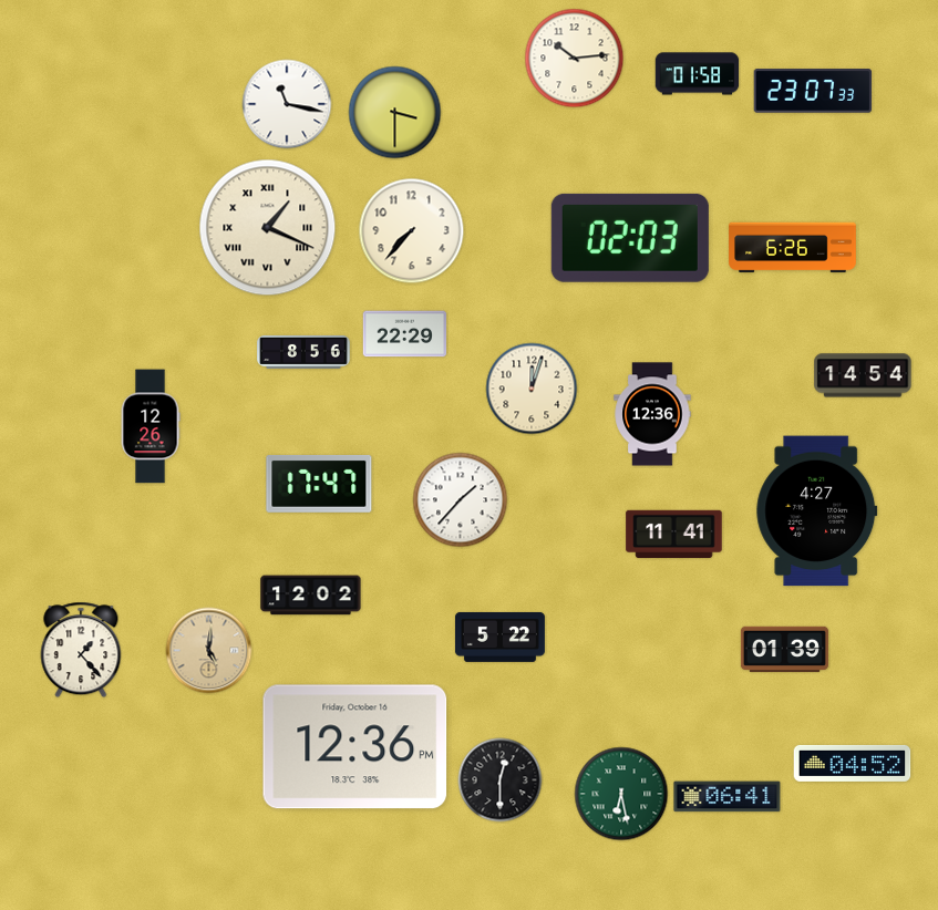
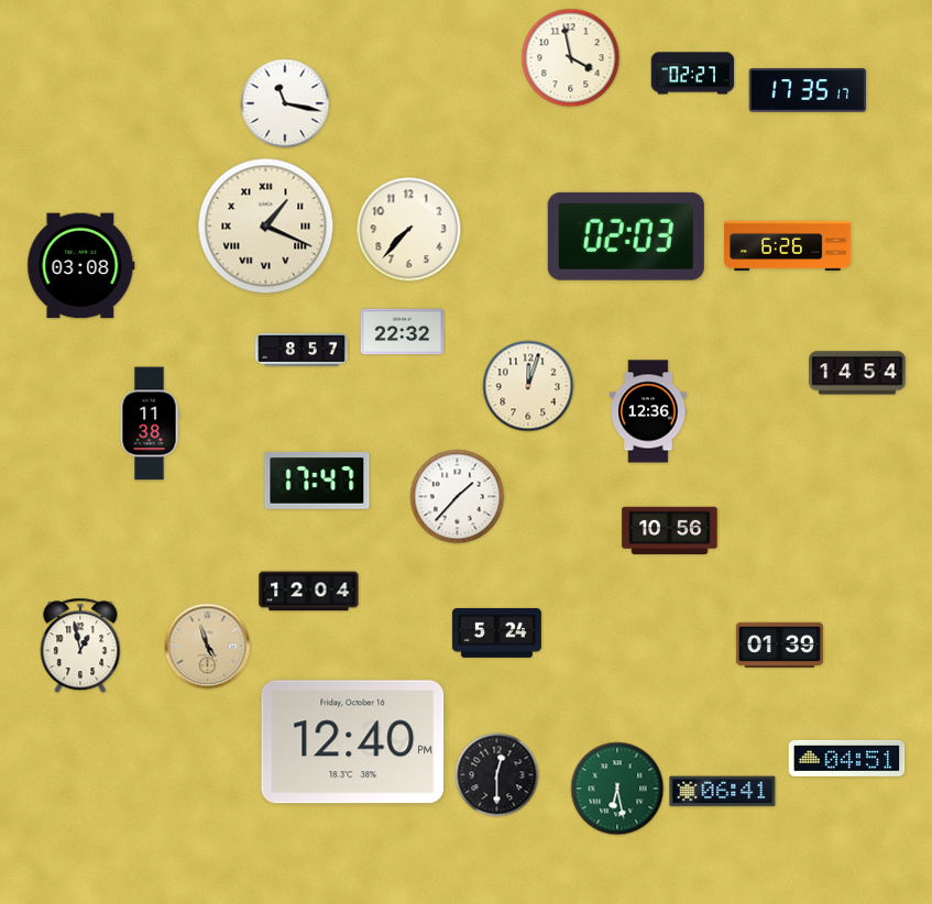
clock at (575, 59): 10:14 -> 3:58
clock at (698, 74): 01:58 -> 02:27
clock at (813, 91): 23:07 -> 17:35
clock at (395, 113): 3:30 -> none
clock at (81, 266): none -> 03:08
clock at (405, 334): 22:29 -> 22:32
clock at (303, 352): 8:56 -> 8:57
clock at (151, 426): 12:26 -> 11:38
clock at (817, 511): 4:27 -> none
clock at (674, 535): 11:41 -> 10:56
clock at (311, 596): 12:02 -> 12:04
clock at (499, 637): 5:22 -> 5:24
clock at (81, 650): 1:23 -> 12:58
clock at (209, 651): 5:01 -> 4:57
clock at (355, 747): 12:36 -> 12:40
clock at (853, 763): 04:52 -> 04:51
